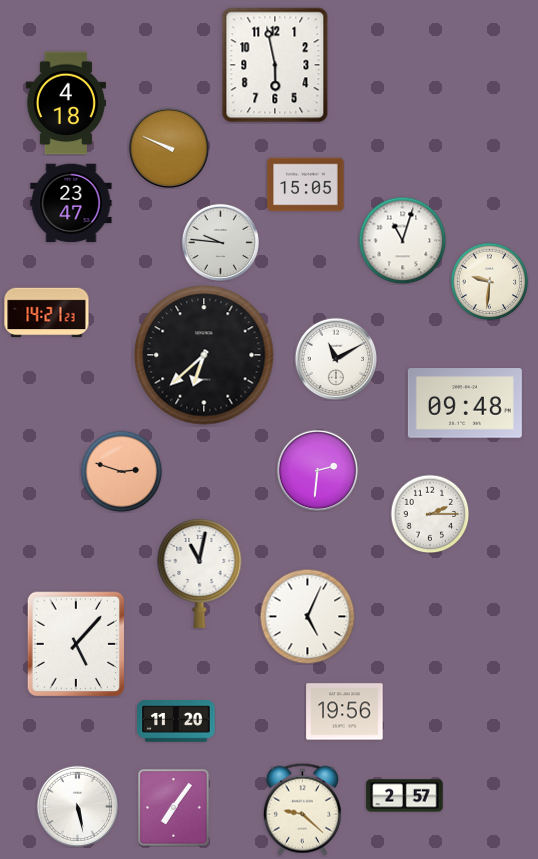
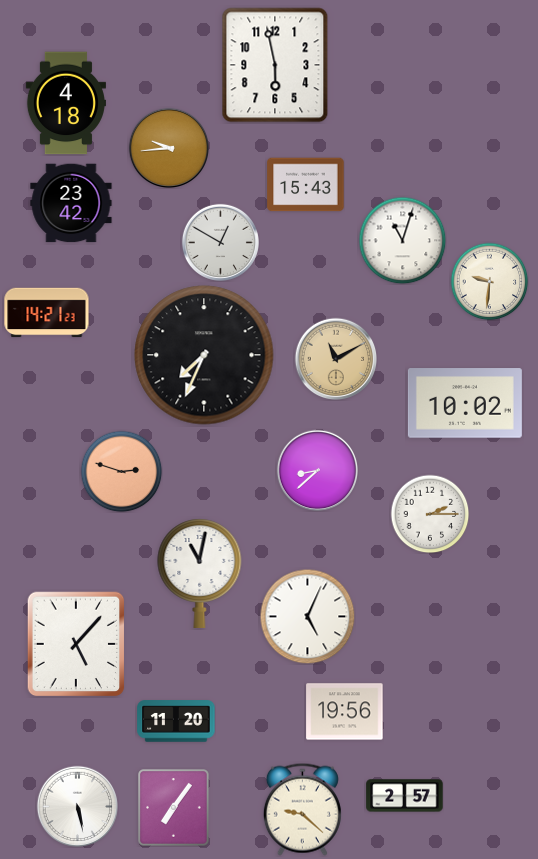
clock at (168, 147): 9:49 -> 9:44
clock at (306, 185): 15:05 -> 15:43
clock at (71, 203): 23:47 -> 23:42
clock at (220, 242): 9:46 -> 12:50
clock at (204, 355): 6:38 -> 7:34
clock at (336, 359) dial: white -> champagne
clock at (465, 403): 09:48 -> 10:02
clock at (317, 470): 2:31 -> 8:38
